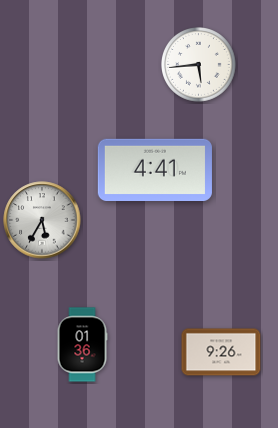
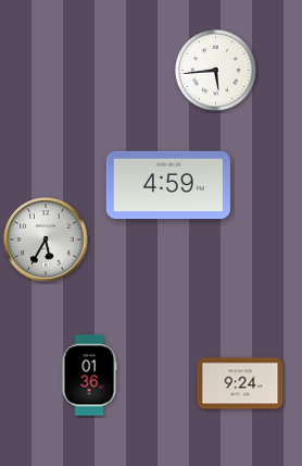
clock at (155, 169): 4:41 -> 4:59
clock at (221, 352): 9:26 -> 9:24
